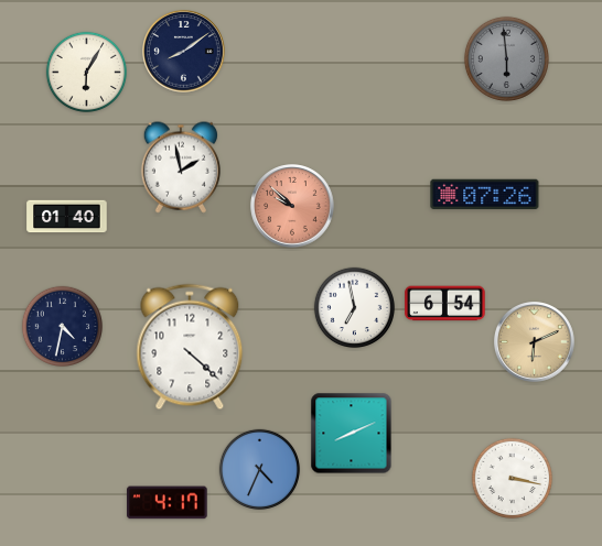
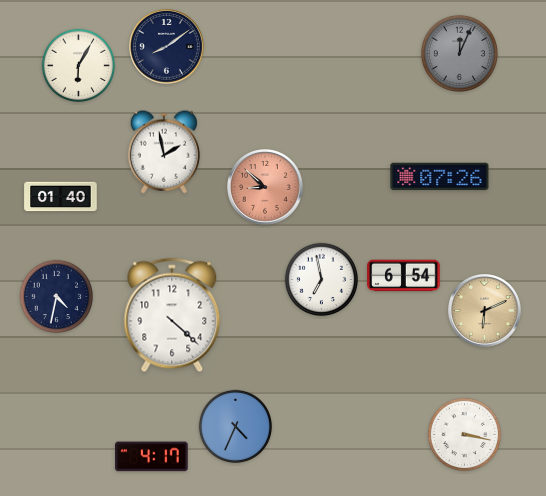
clock at (506, 58): 5:59 -> 12:04
clock at (292, 206): 9:52 -> 8:52
clock at (352, 434): 8:11 -> none
